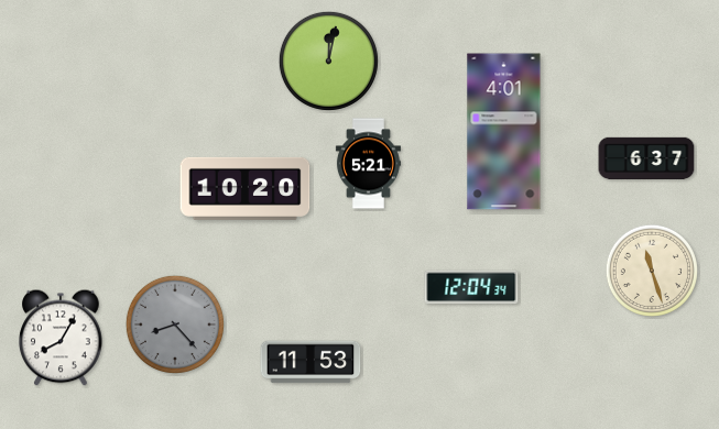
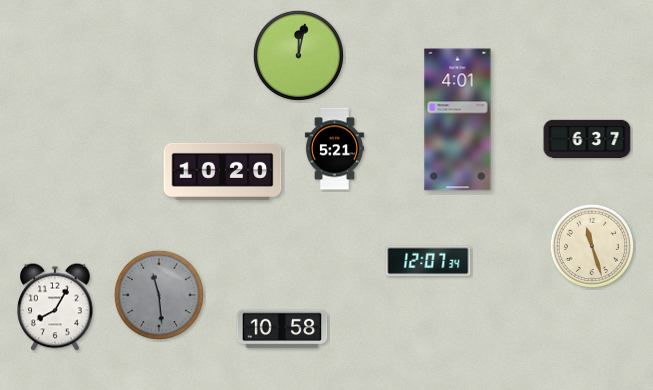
clock at (646, 157) position: (646, 157) -> (587, 138)
clock at (471, 287): 12:04 -> 12:07
clock at (175, 324): 8:23 -> 11:29
clock at (311, 362): 11:53 -> 10:58
